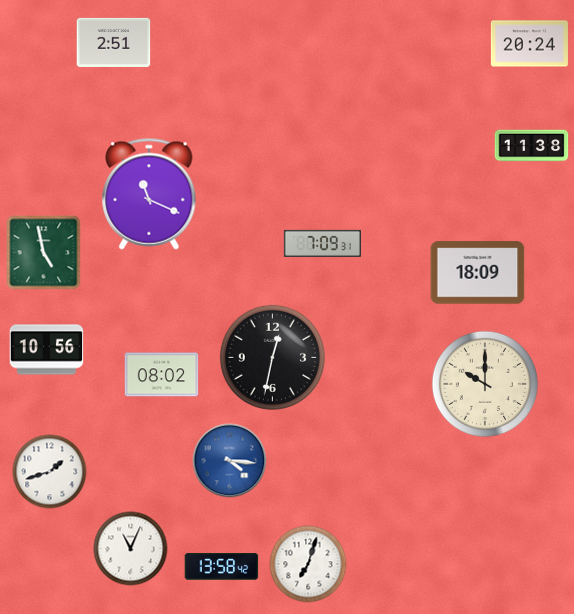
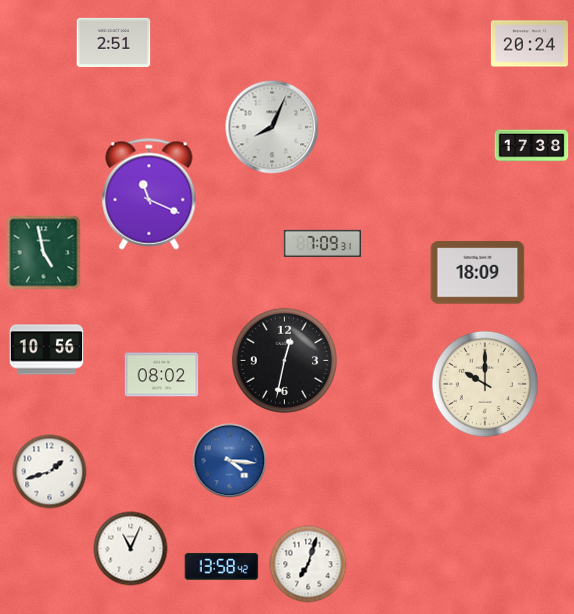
clock at (272, 127): none -> 8:04
clock at (532, 146): 11:38 -> 17:38
clock at (272, 357) position: (272, 357) -> (284, 360)
